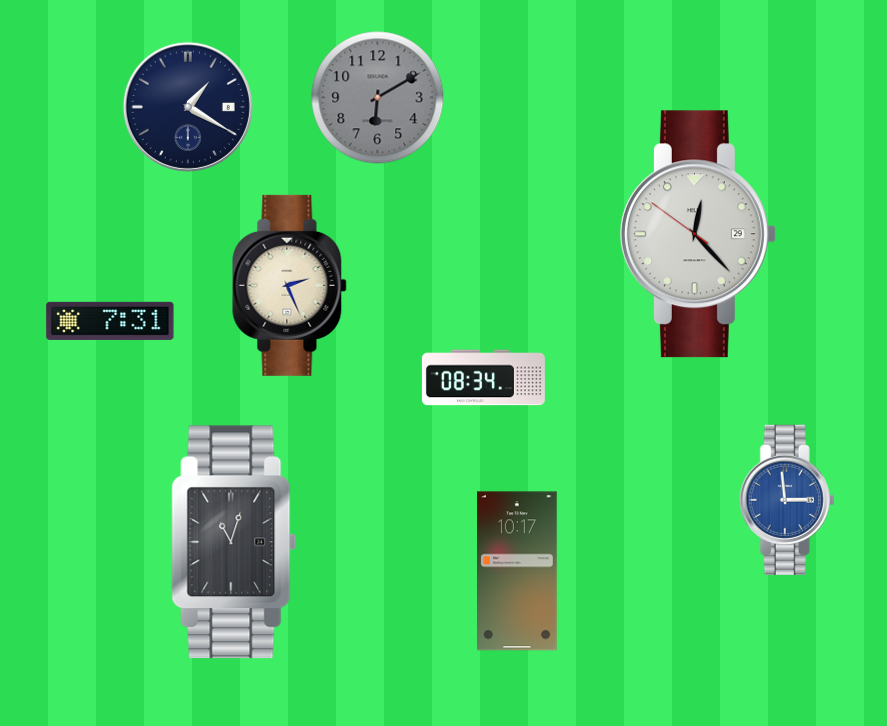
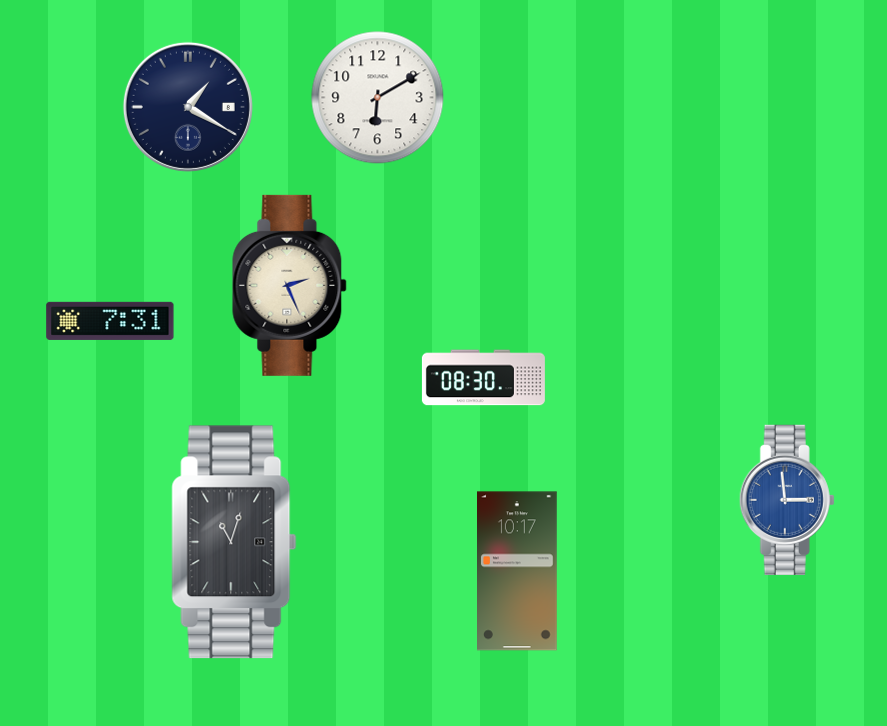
clock at (378, 98) dial: grey -> white
clock at (698, 234): 12:22 -> none
clock at (483, 378): 08:34 -> 08:30
